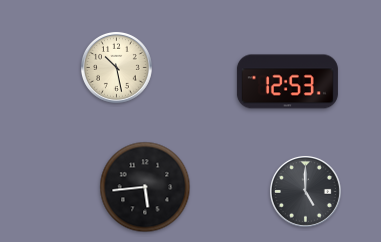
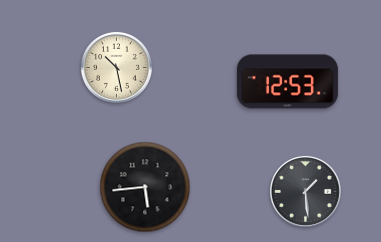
clock at (305, 191): 5:00 -> 1:29
